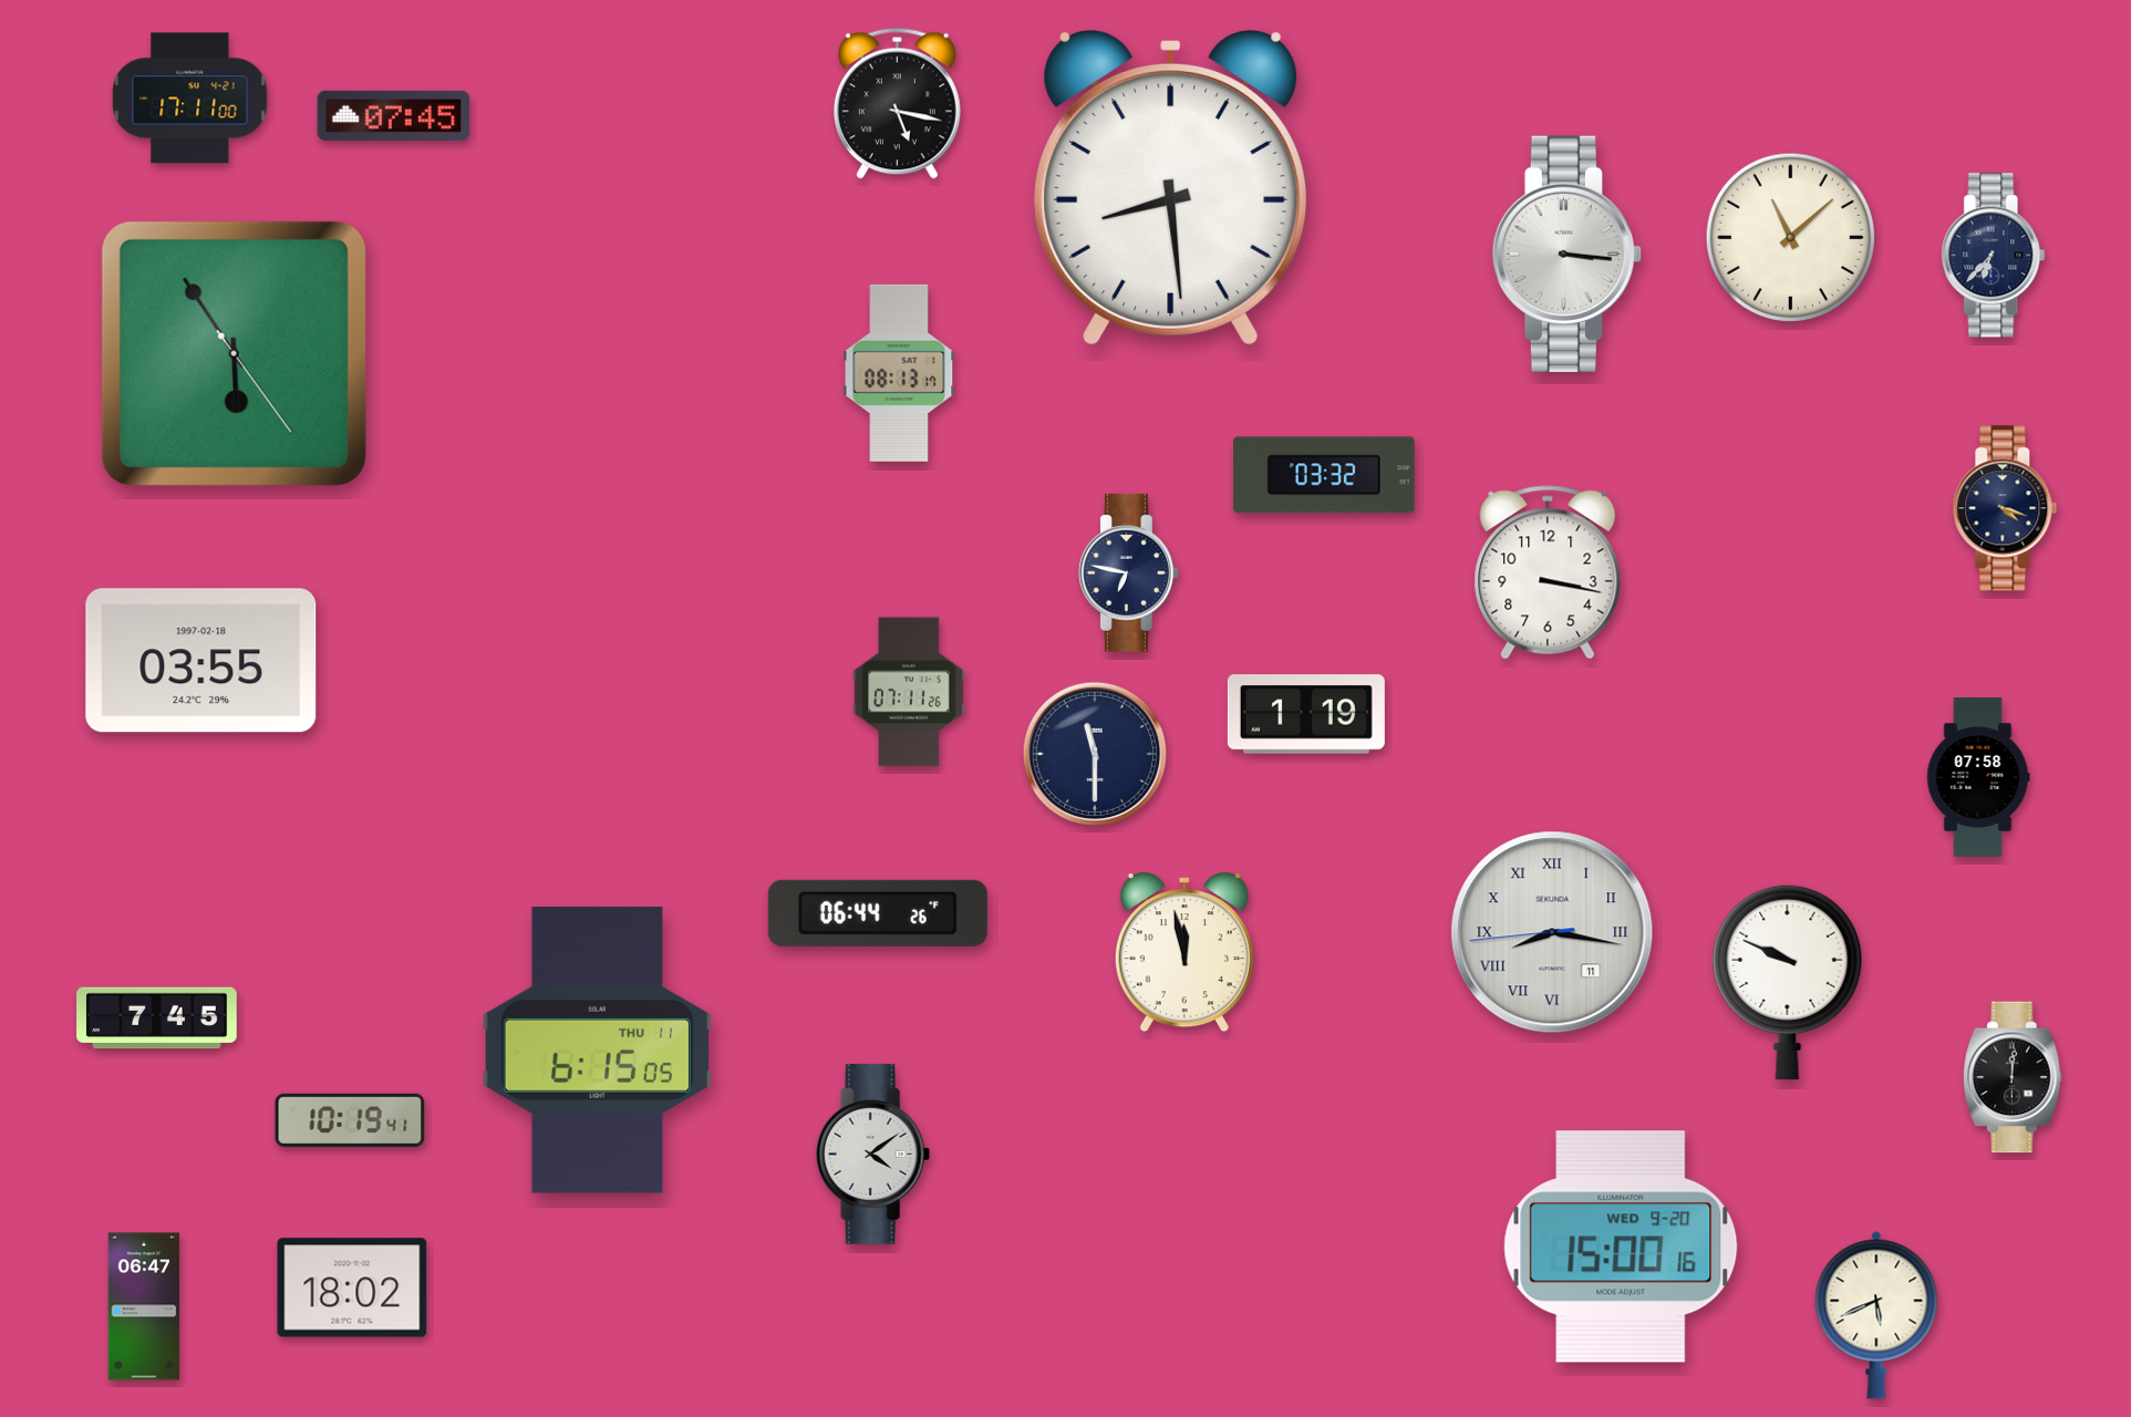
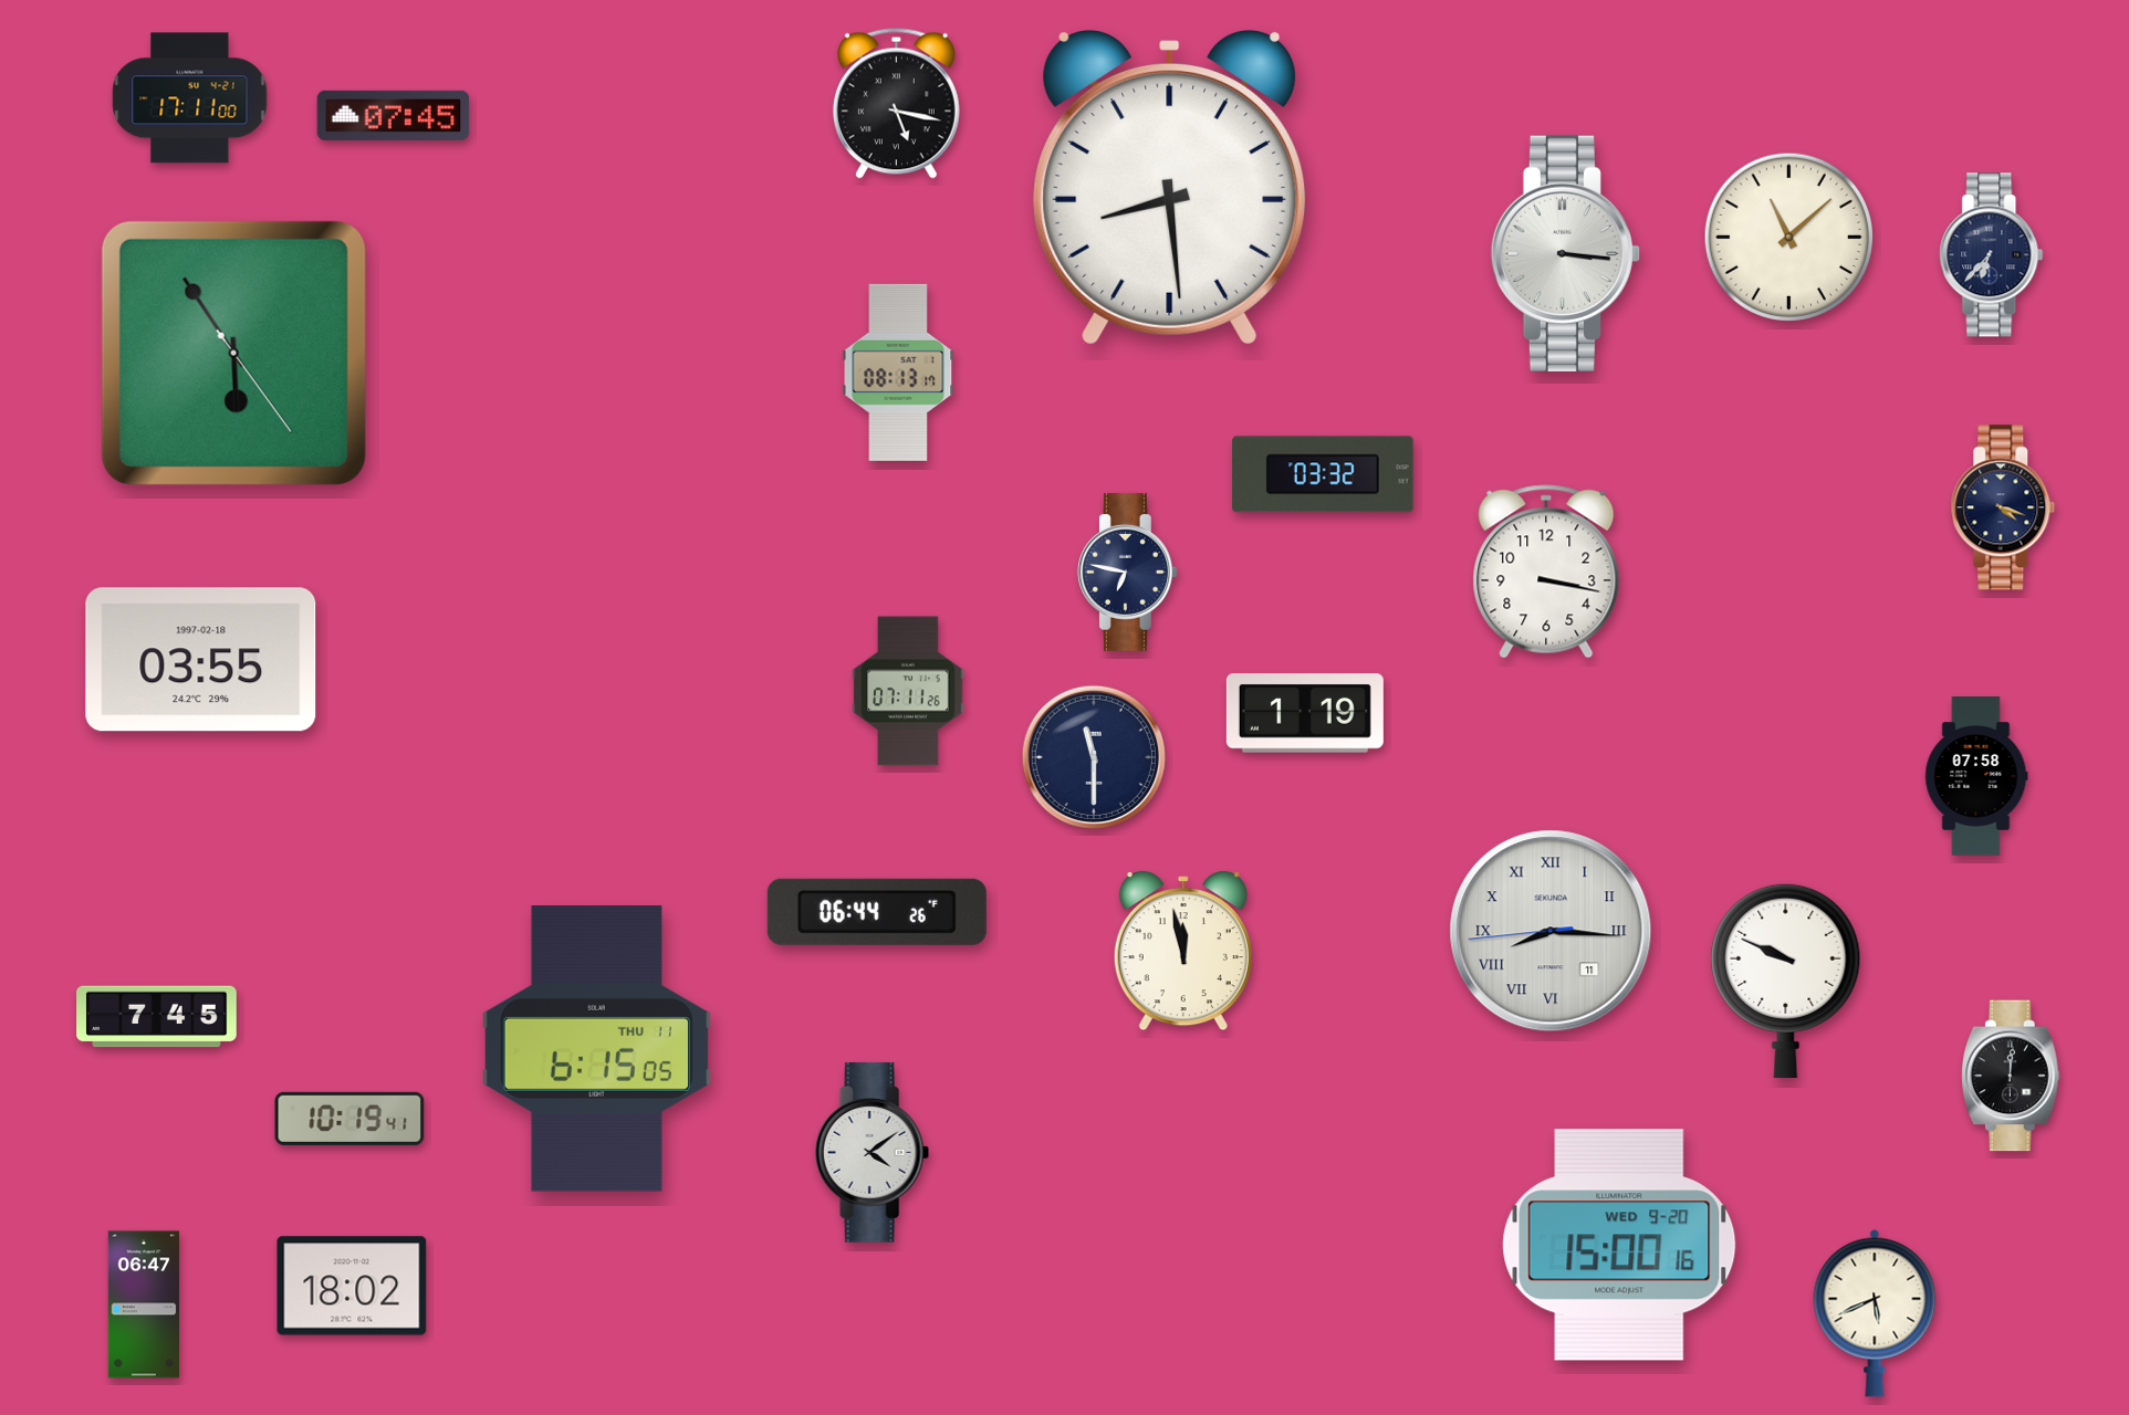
clock at (1095, 754) position: (1095, 754) -> (1094, 757)
clock at (1552, 932): 8:16 -> 8:15
